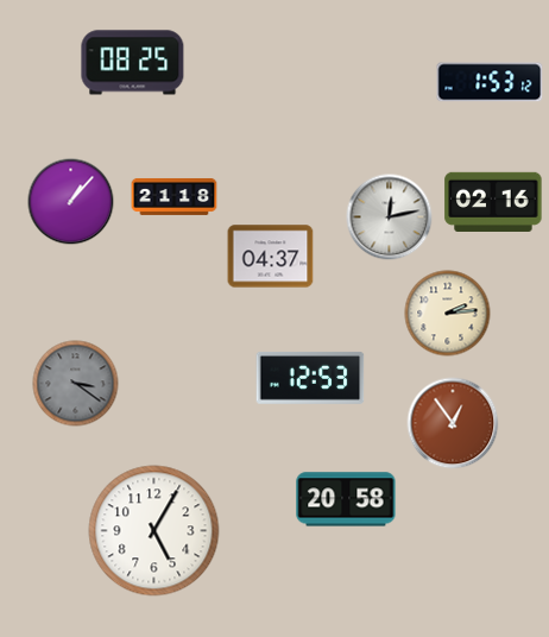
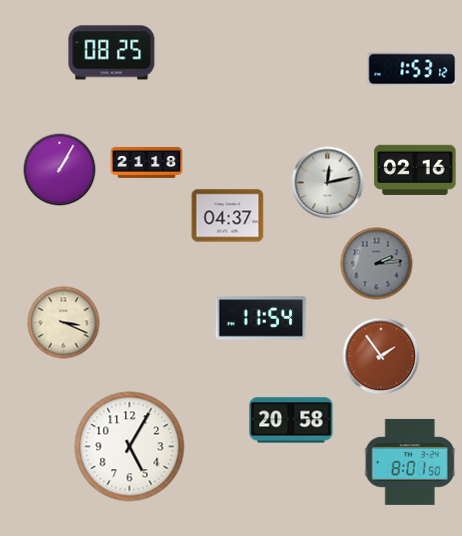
clock at (175, 196) position: (175, 196) -> (147, 162)
clock at (71, 202): 1:07 -> 1:05
clock at (448, 314) dial: cream -> grey
clock at (310, 378): 12:53 -> 11:54
clock at (76, 384): 3:21 -> 3:19
clock at (76, 384) dial: grey -> cream
clock at (453, 423): 12:54 -> 1:54
clock at (410, 462): none -> 8:01
